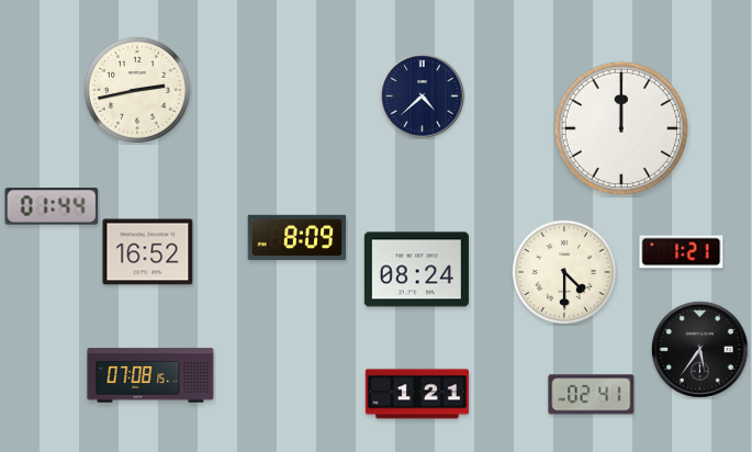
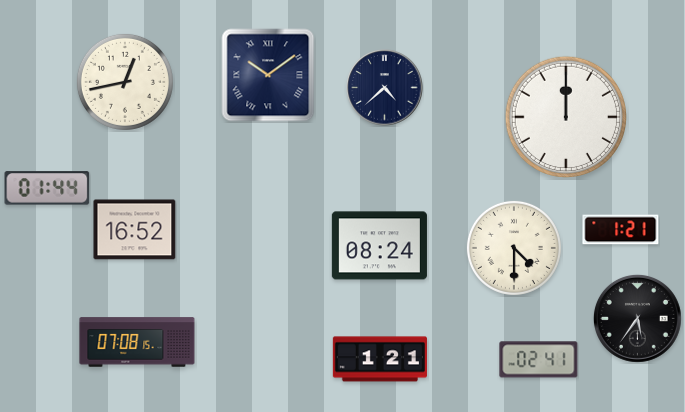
clock at (268, 75): none -> 10:09
clock at (137, 90): 2:43 -> 12:43
clock at (298, 237): 8:09 -> none
